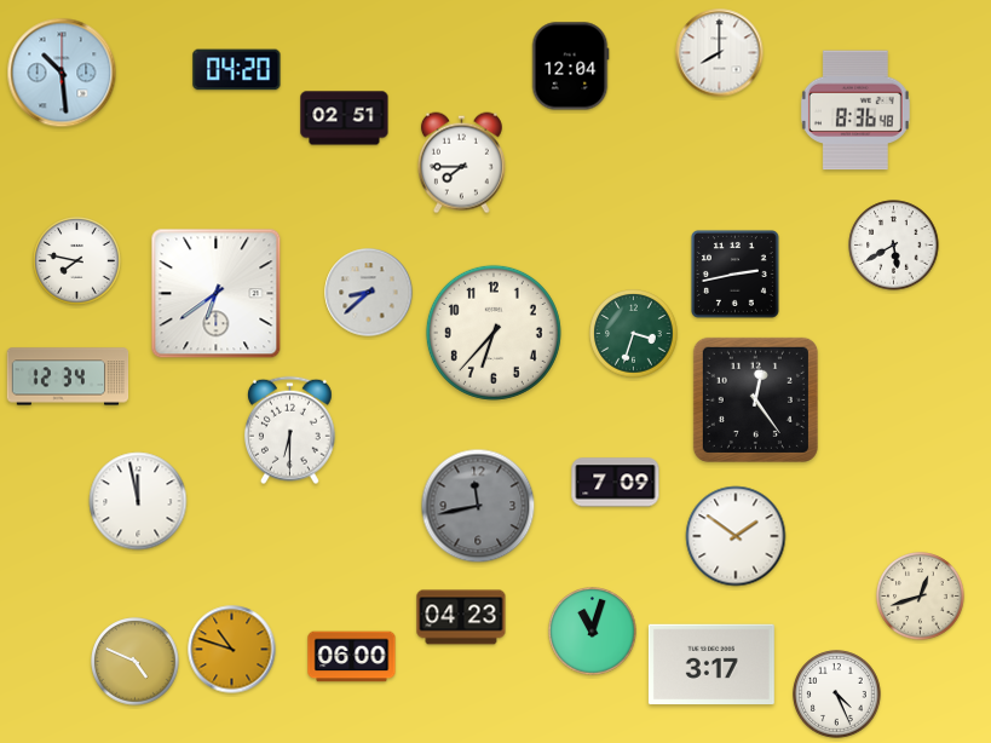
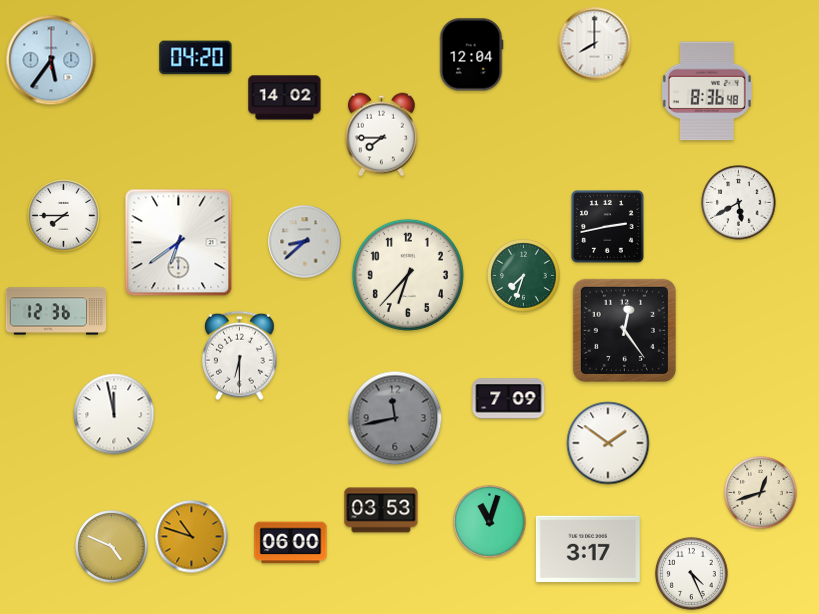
clock at (62, 73): 10:29 -> 5:36
clock at (345, 119): 02:51 -> 14:02
clock at (77, 261): 7:47 -> 7:45
clock at (634, 334): 3:33 -> 7:33
clock at (68, 376): 12:34 -> 12:36
clock at (461, 617): 04:23 -> 03:53
